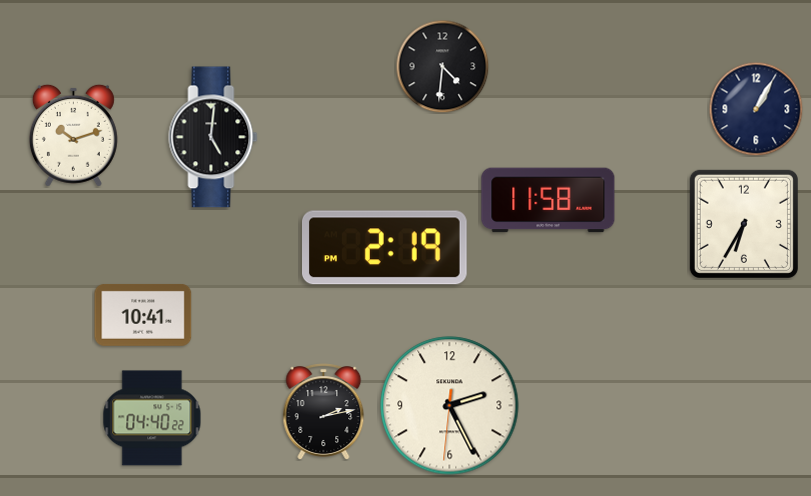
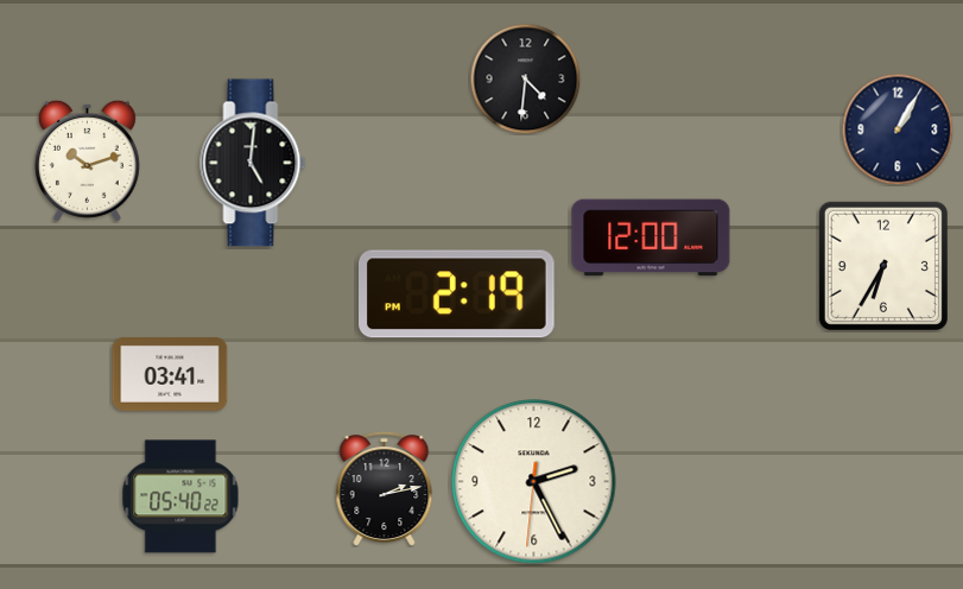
clock at (548, 200): 11:58 -> 12:00
clock at (143, 315): 10:41 -> 03:41
clock at (152, 418): 04:40 -> 05:40
